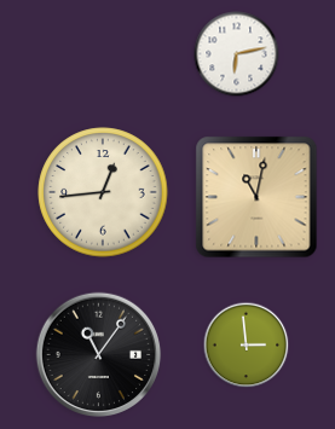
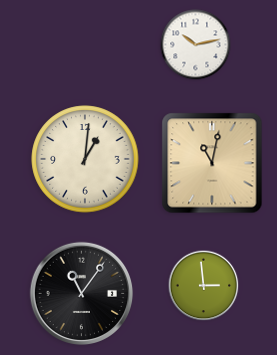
clock at (237, 54): 6:13 -> 10:13
clock at (103, 192): 12:44 -> 1:01
